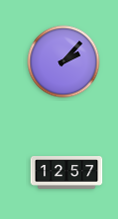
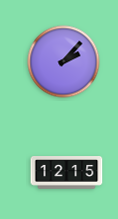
clock at (67, 173): 12:57 -> 12:15
